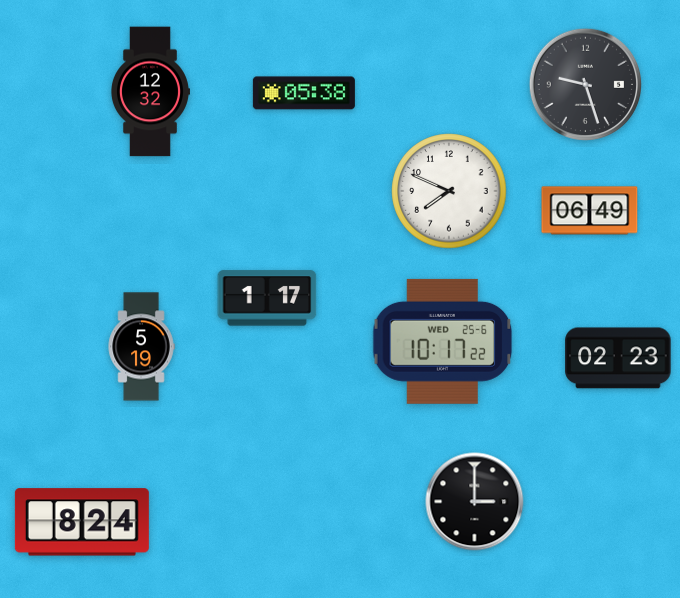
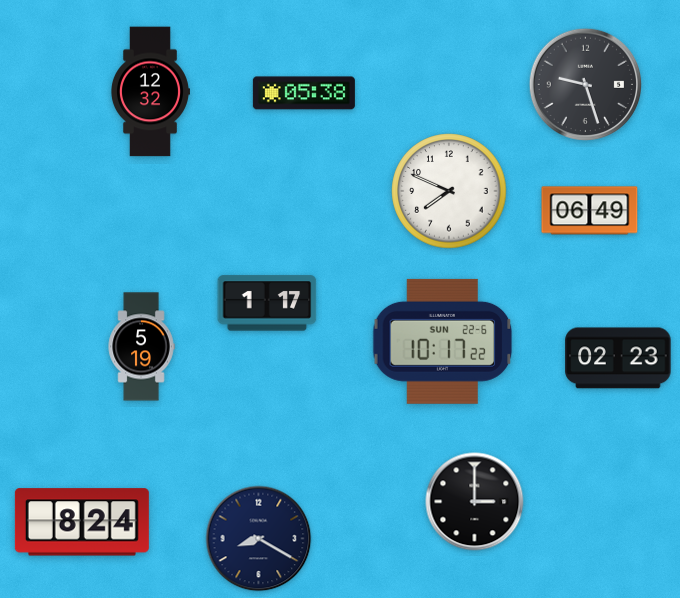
clock at (267, 298) position: (267, 298) -> (267, 303)
clock at (443, 341) date: WED 25-6 -> SUN 22-6
clock at (259, 539): none -> 8:20
